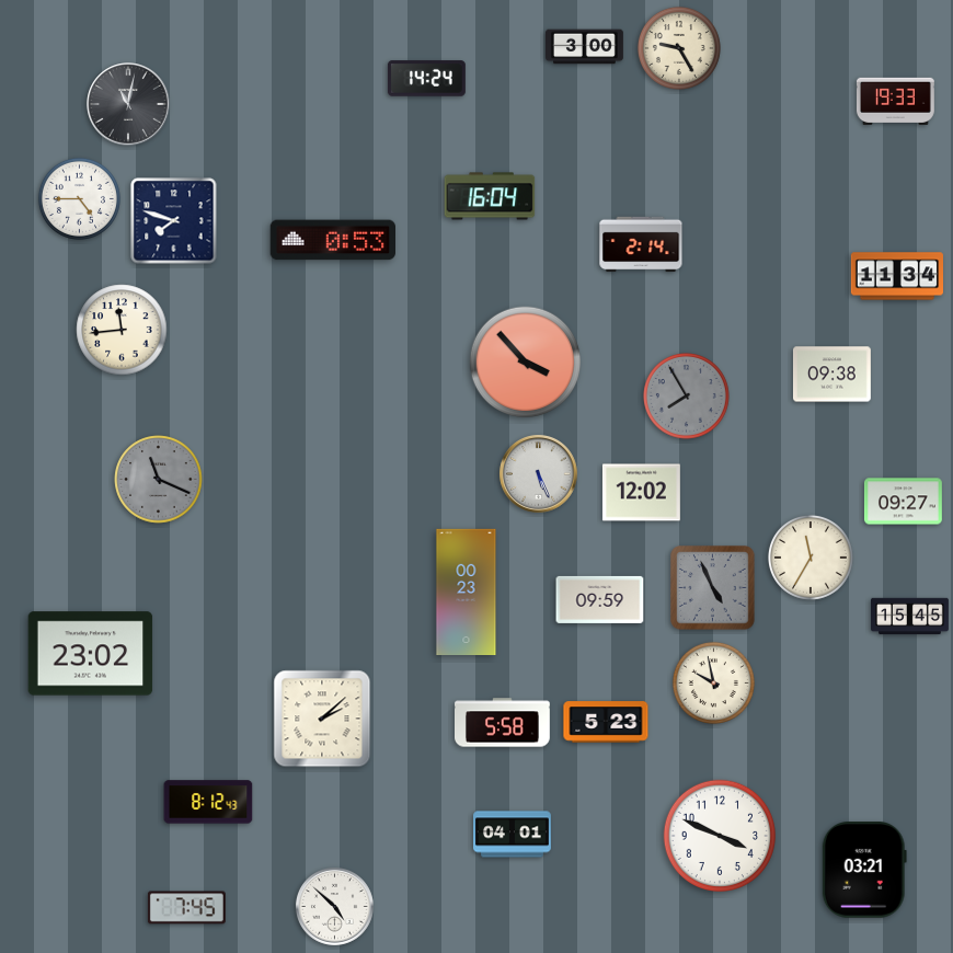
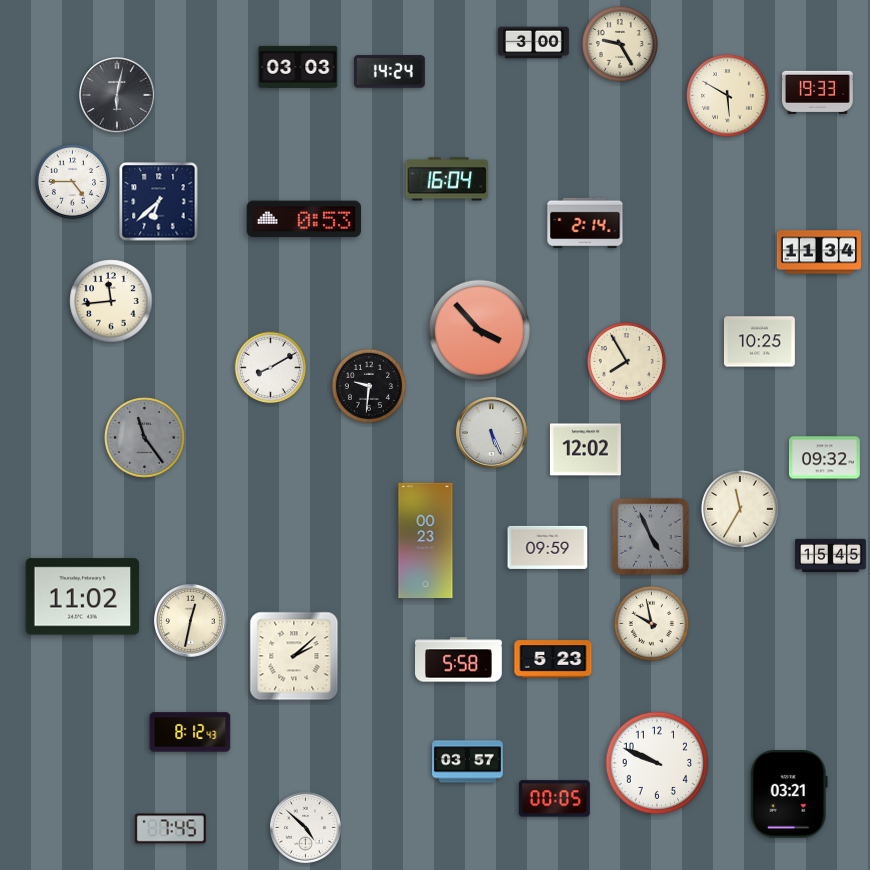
clock at (298, 67): none -> 03:03
clock at (128, 104): 11:02 -> 6:02
clock at (728, 96): none -> 5:50
clock at (174, 221): 7:48 -> 6:38
clock at (831, 375): 09:38 -> 10:25
clock at (687, 397) dial: grey -> cream
clock at (271, 368): none -> 8:10
clock at (369, 386): none -> 9:31
clock at (159, 480): 11:19 -> 11:24
clock at (904, 502): 09:27 -> 09:32
clock at (910, 617) position: (910, 617) -> (831, 556)
clock at (91, 654): 23:02 -> 11:02
clock at (191, 621): none -> 12:32
clock at (513, 835): 04:01 -> 03:57
clock at (719, 835): 3:49 -> 9:49
clock at (554, 799): none -> 00:05
